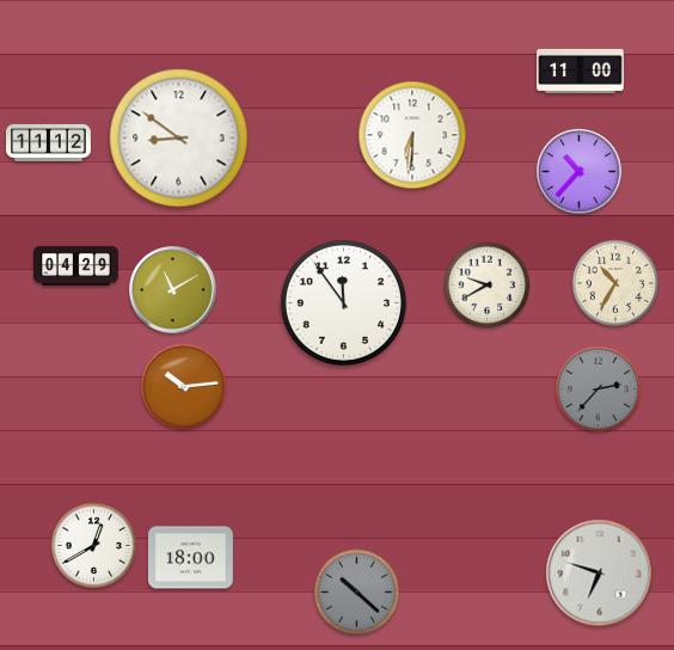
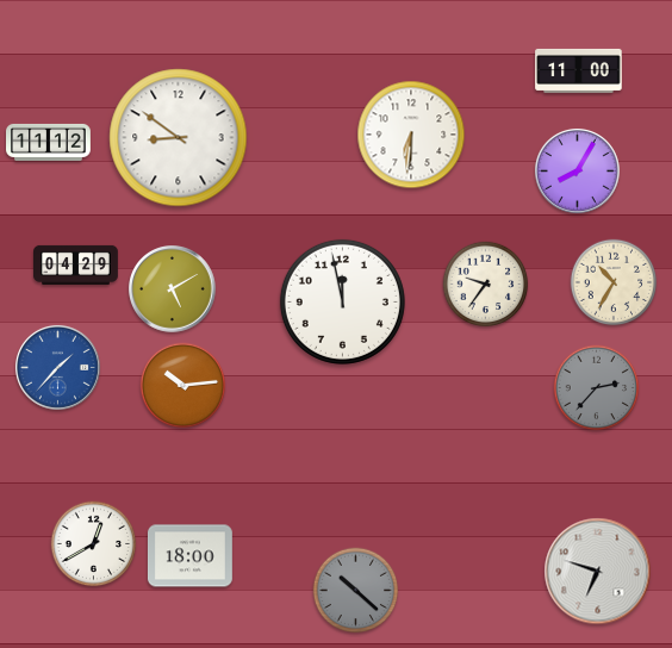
clock at (578, 171): 10:37 -> 8:05
clock at (488, 286): 9:40 -> 9:36
clock at (173, 290): 11:10 -> 5:10
clock at (343, 302): 11:54 -> 11:58
clock at (57, 367): none -> 1:37
